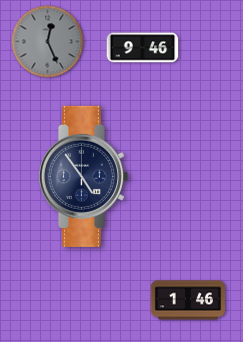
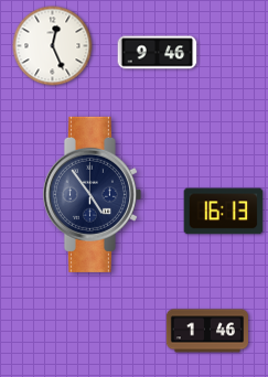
clock at (48, 42) dial: grey -> white
clock at (224, 212): none -> 16:13
